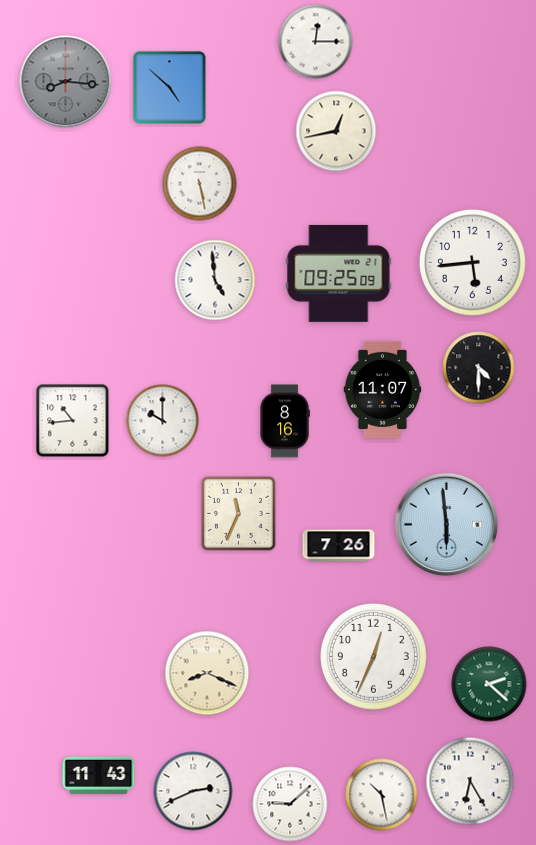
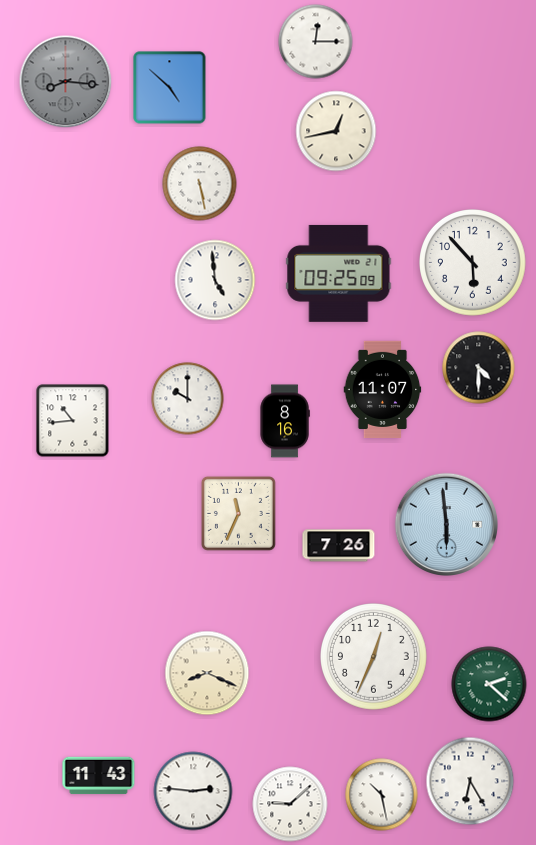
clock at (473, 263): 5:44 -> 5:53
clock at (163, 421) position: (163, 421) -> (188, 399)
clock at (193, 791): 2:41 -> 2:46
